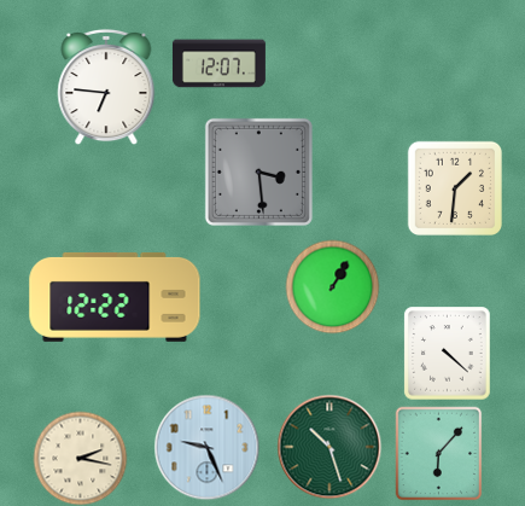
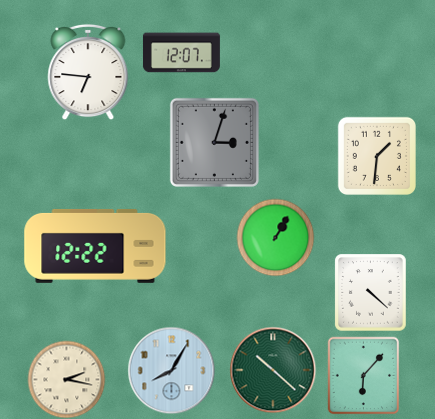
clock at (258, 171): 3:29 -> 3:03
clock at (206, 447): 9:26 -> 8:05
clock at (329, 447): 10:27 -> 10:22
